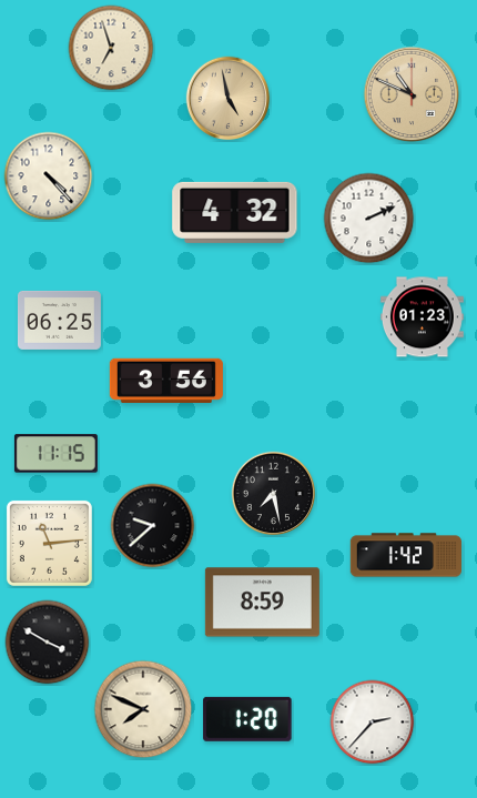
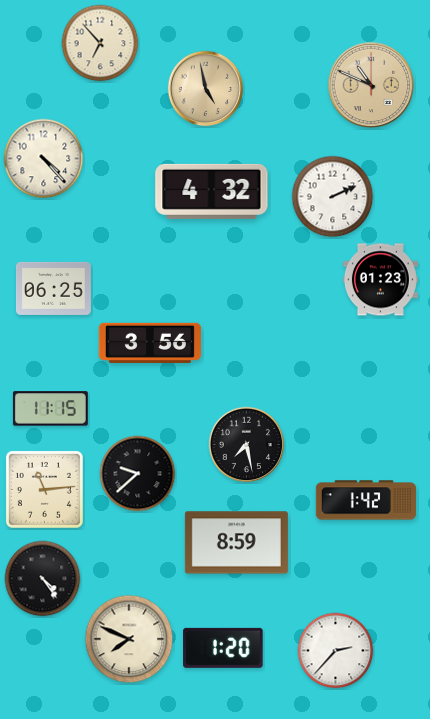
clock at (111, 48): 6:57 -> 6:53
clock at (422, 317) position: (422, 317) -> (380, 280)
clock at (48, 643): 3:50 -> 4:24
